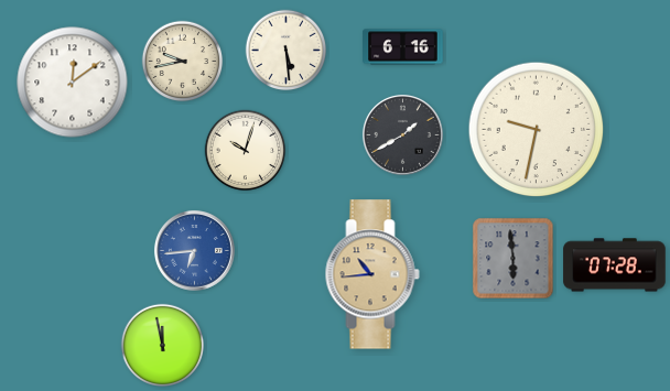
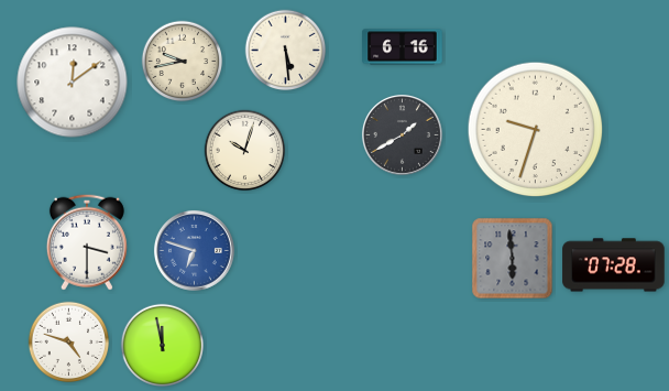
clock at (537, 130): 9:32 -> 9:33
clock at (87, 242): none -> 3:30
clock at (194, 250): 6:44 -> 6:48
clock at (372, 274): 10:44 -> none
clock at (69, 343): none -> 4:48
